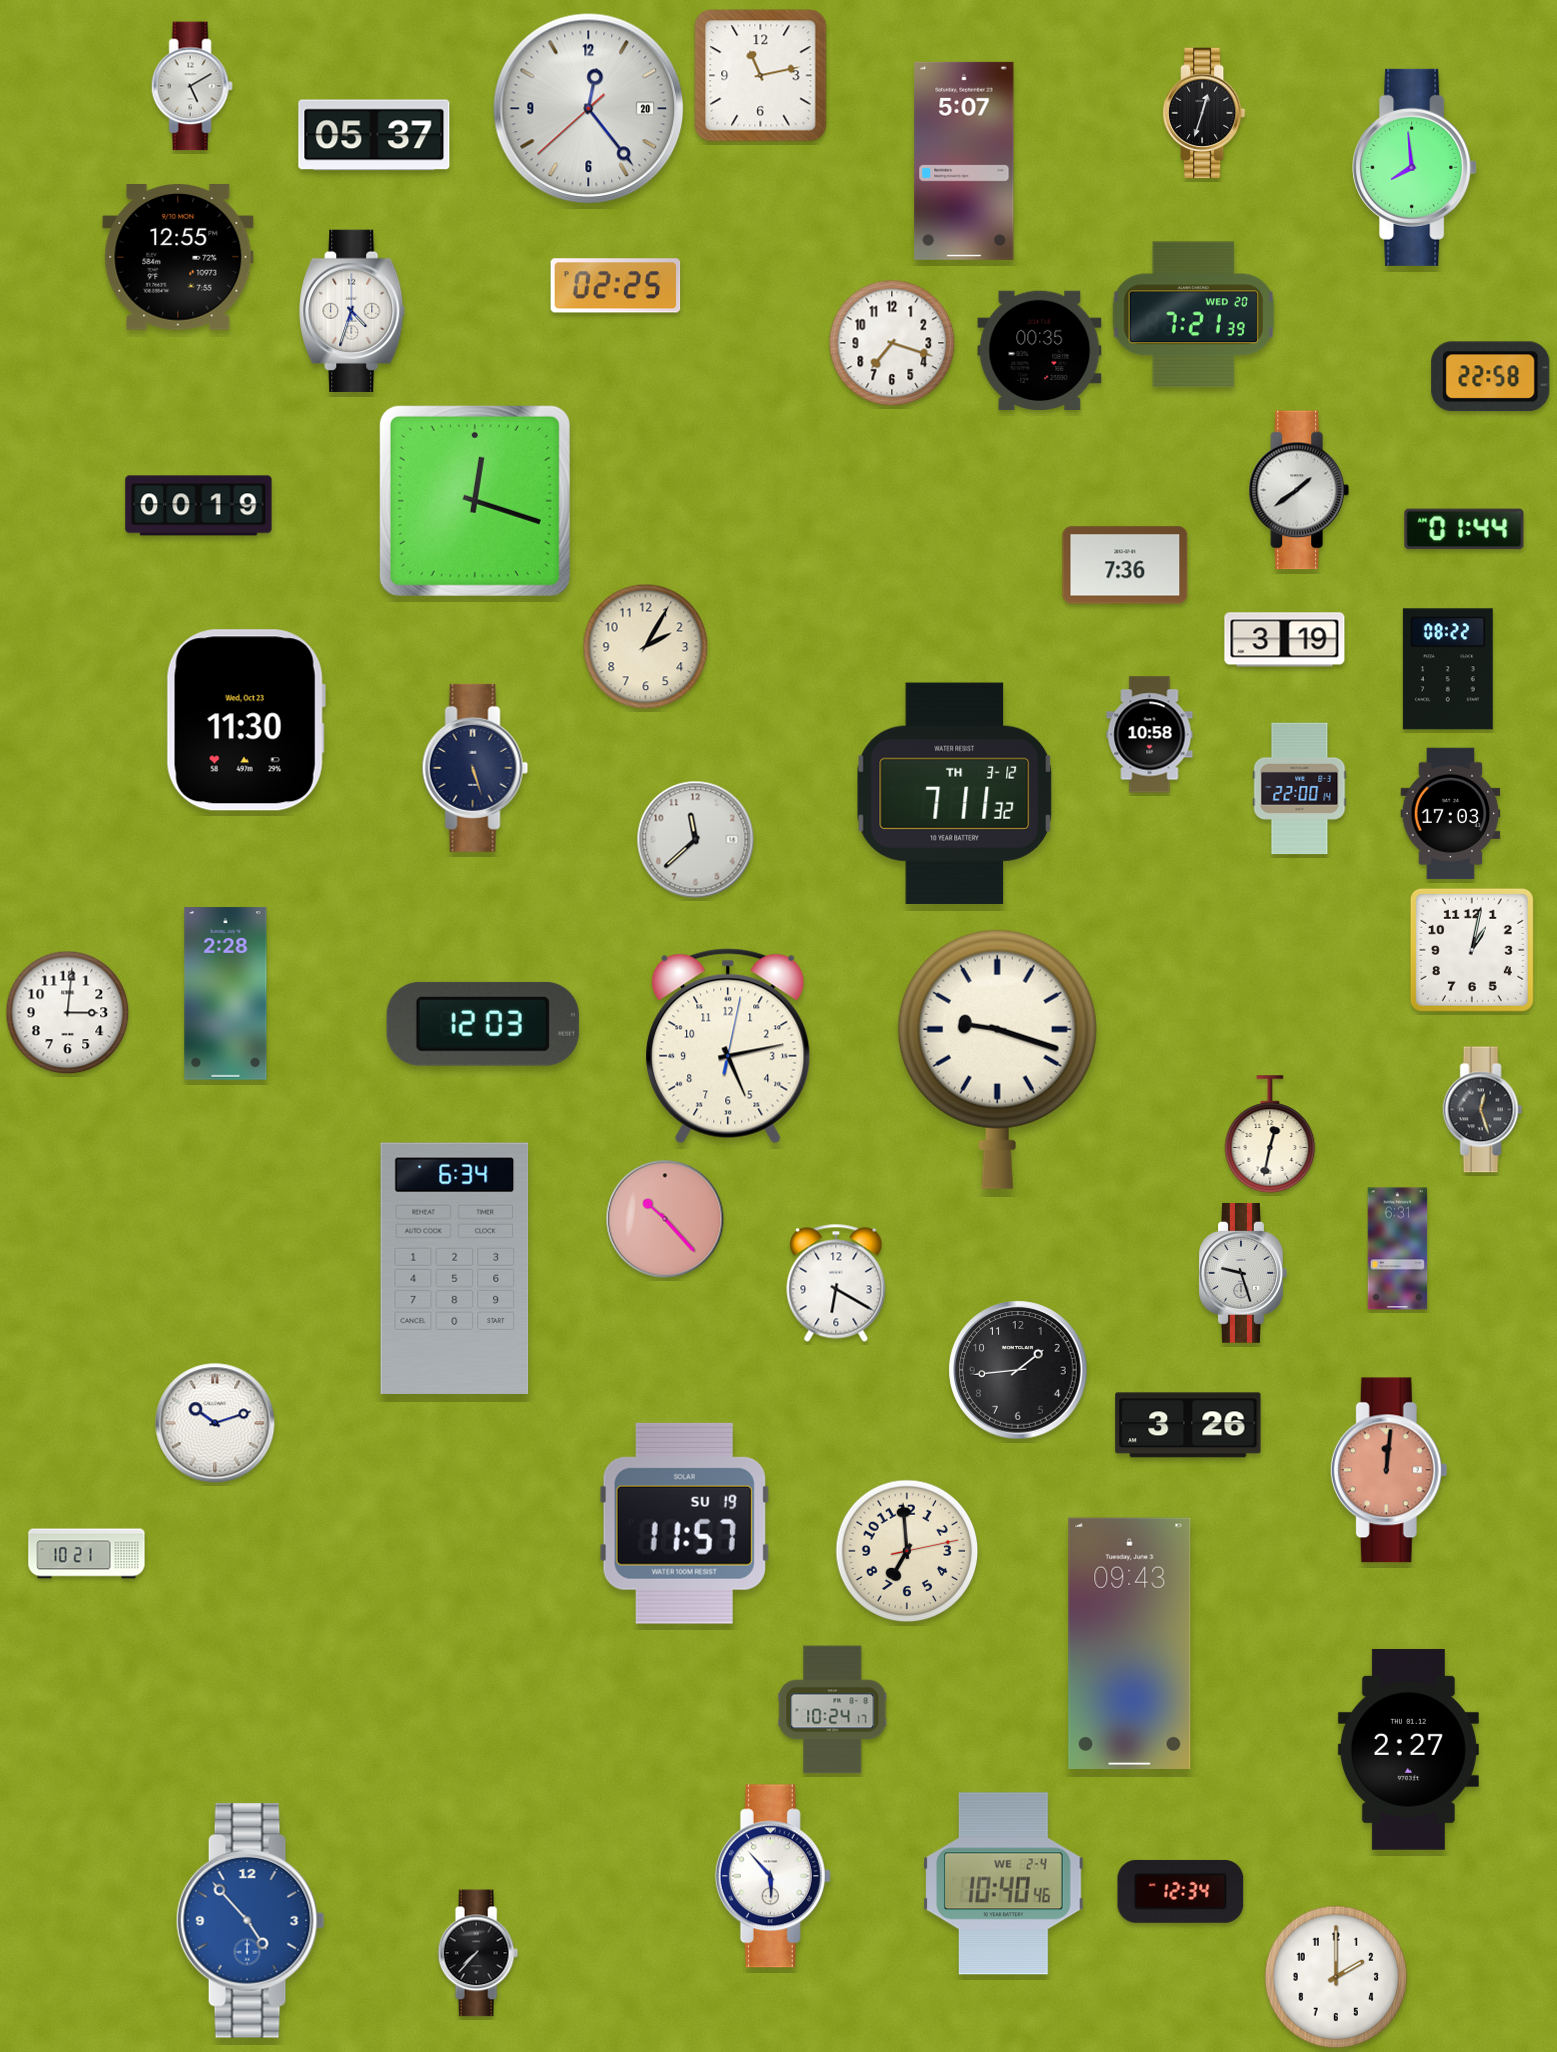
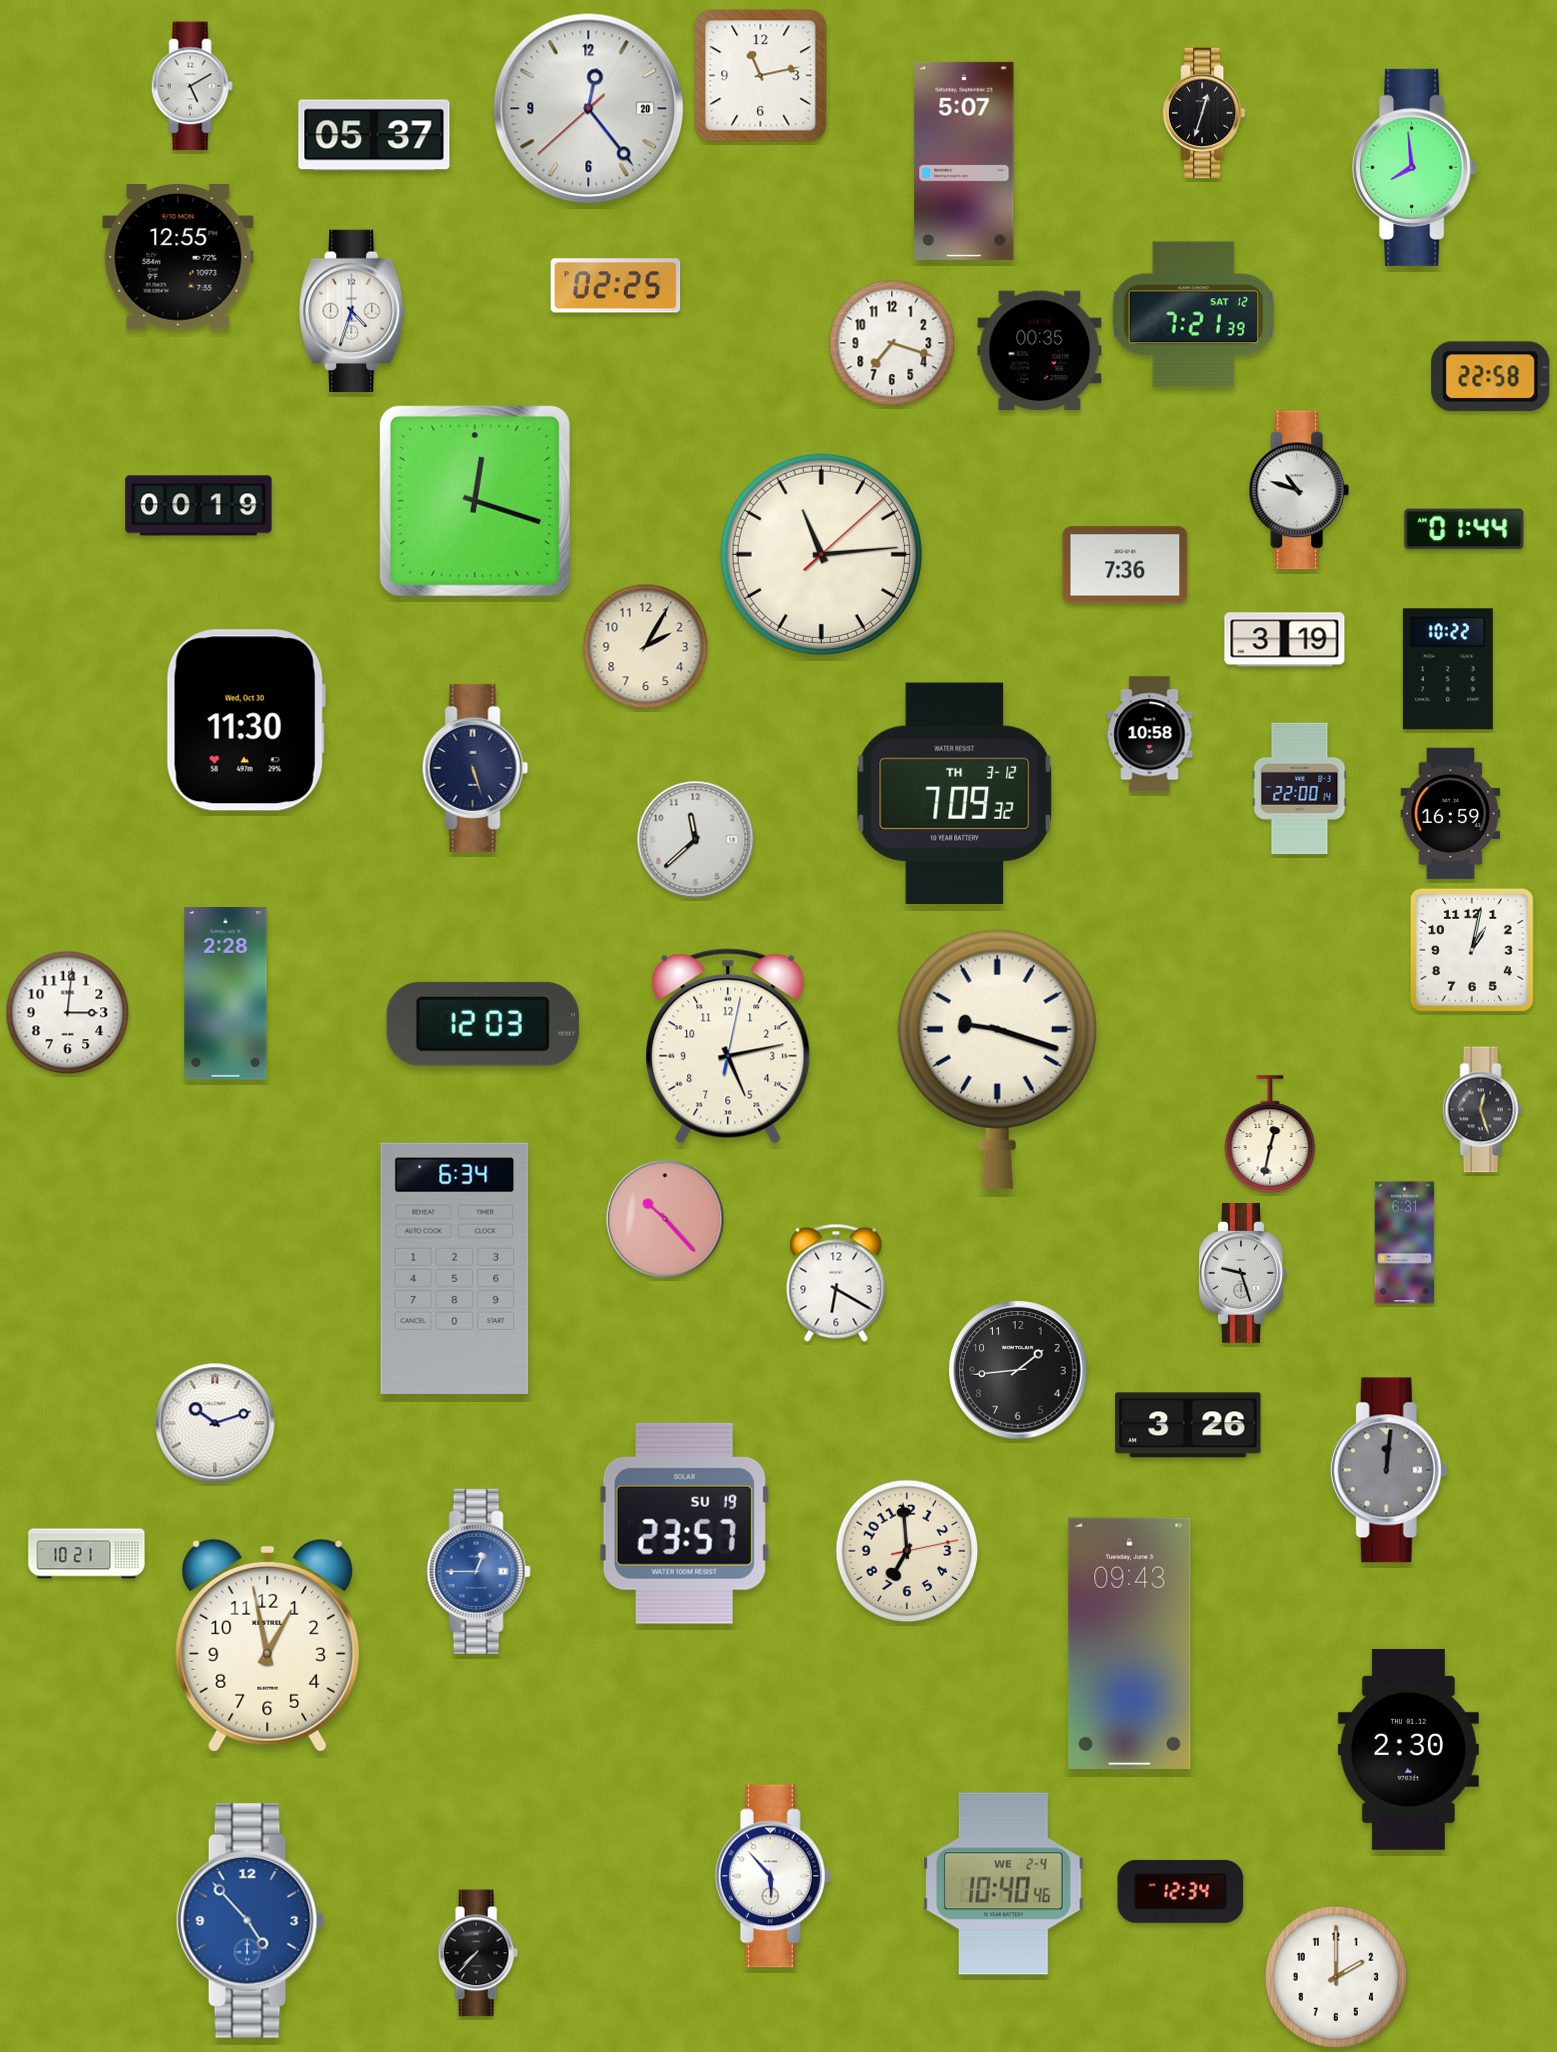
clock at (1193, 315) date: WED 20 -> SAT 12
clock at (1299, 490): 1:39 -> 10:48
clock at (821, 554): none -> 11:14
clock at (1448, 669): 08:22 -> 10:22
clock at (246, 720) date: Wed, Oct 23 -> Wed, Oct 30
clock at (955, 793): 7:11 -> 7:09
clock at (1451, 814): 17:03 -> 16:59
clock at (1398, 1249) position: (1398, 1249) -> (1405, 1243)
clock at (1389, 1470) dial: salmon -> grey
clock at (684, 1523): 11:57 -> 23:57
clock at (478, 1571): none -> 12:45
clock at (268, 1645): none -> 12:58
clock at (833, 1710): 10:24 -> none
clock at (1408, 1749): 2:27 -> 2:30
